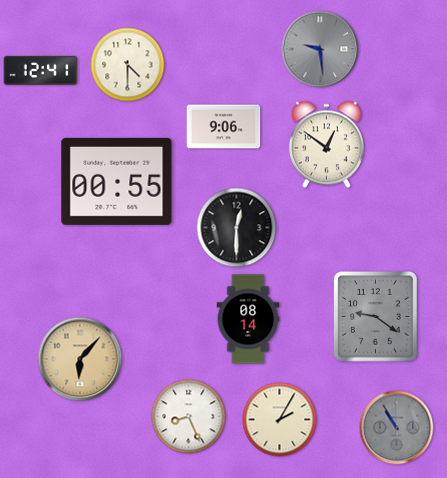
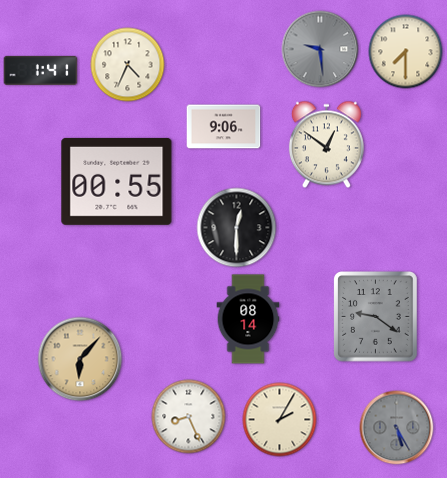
clock at (406, 52): none -> 7:30
clock at (128, 65): 4:30 -> 4:34
clock at (41, 70): 12:41 -> 1:41
clock at (397, 428): 10:55 -> 5:25
